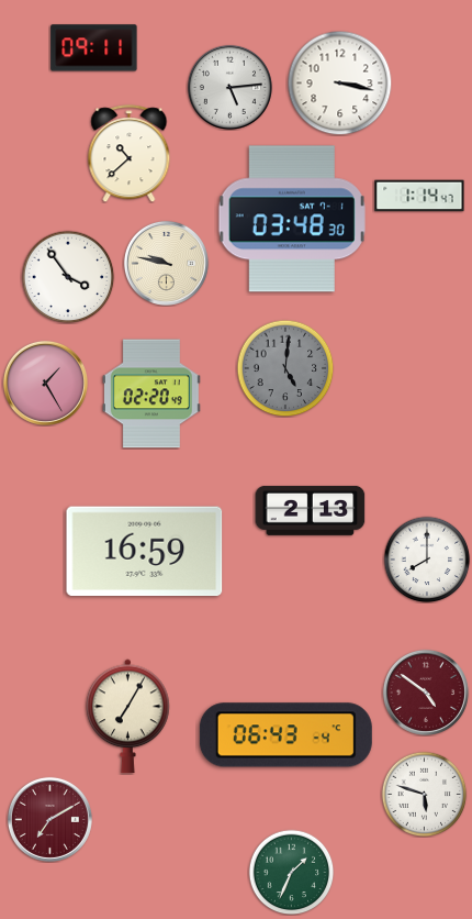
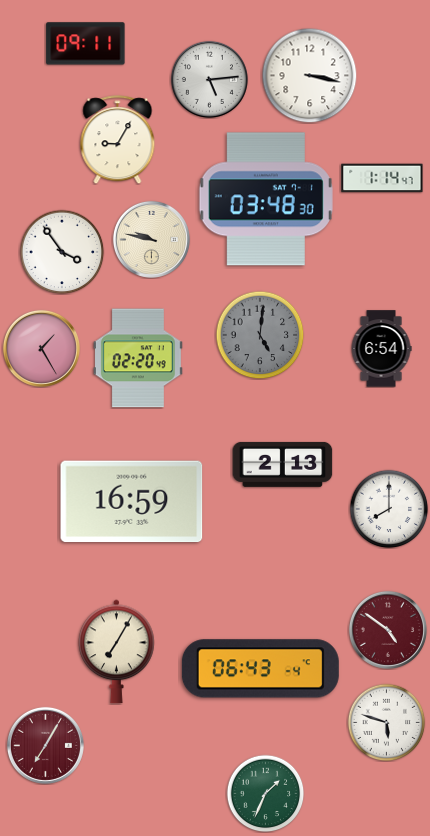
clock at (130, 154): 10:38 -> 9:05
clock at (381, 349): none -> 6:54
clock at (49, 819): 7:10 -> 7:05
